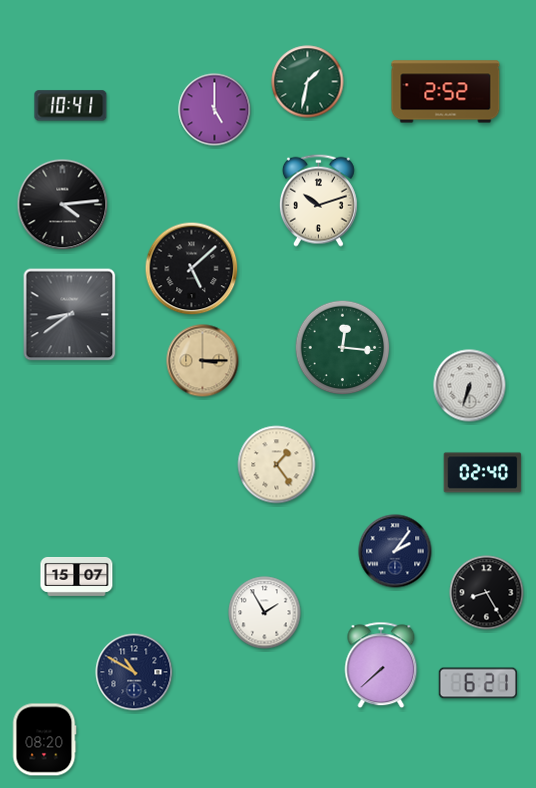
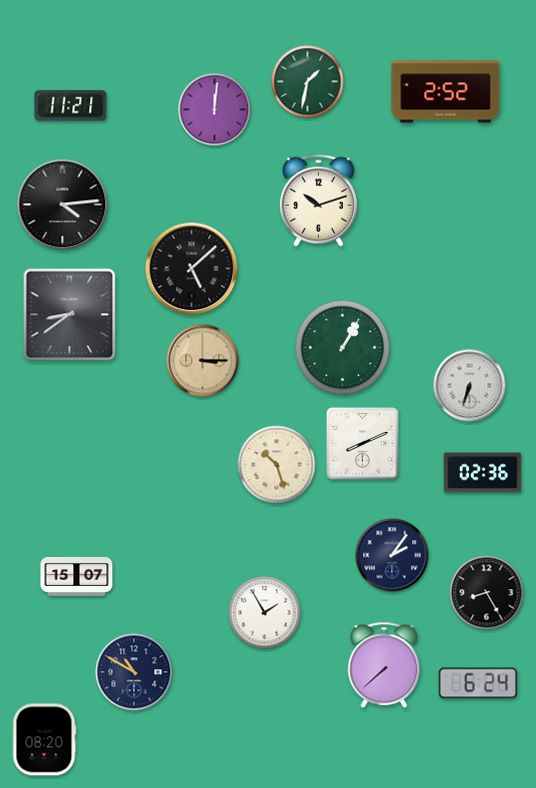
clock at (71, 106): 10:41 -> 11:21
clock at (215, 110): 5:00 -> 12:01
clock at (343, 348): 12:16 -> 1:05
clock at (363, 444): none -> 8:11
clock at (277, 465): 1:24 -> 10:27
clock at (483, 473): 02:40 -> 02:36
clock at (395, 551) position: (395, 551) -> (392, 555)
clock at (381, 665) position: (381, 665) -> (384, 665)
clock at (478, 683): 6:21 -> 6:24
